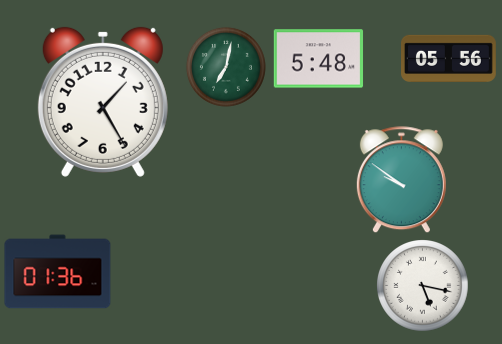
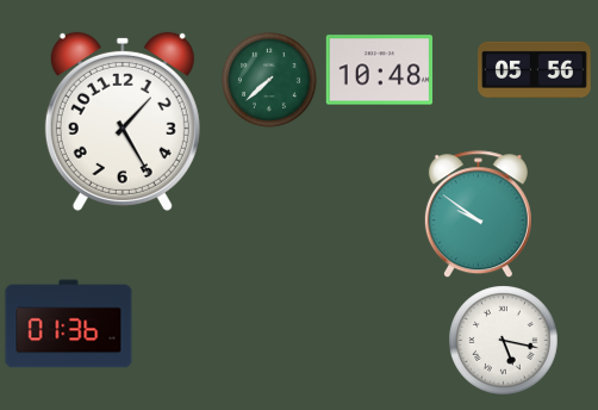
clock at (319, 59): 5:48 -> 10:48
clock at (226, 67): 7:02 -> 7:38
